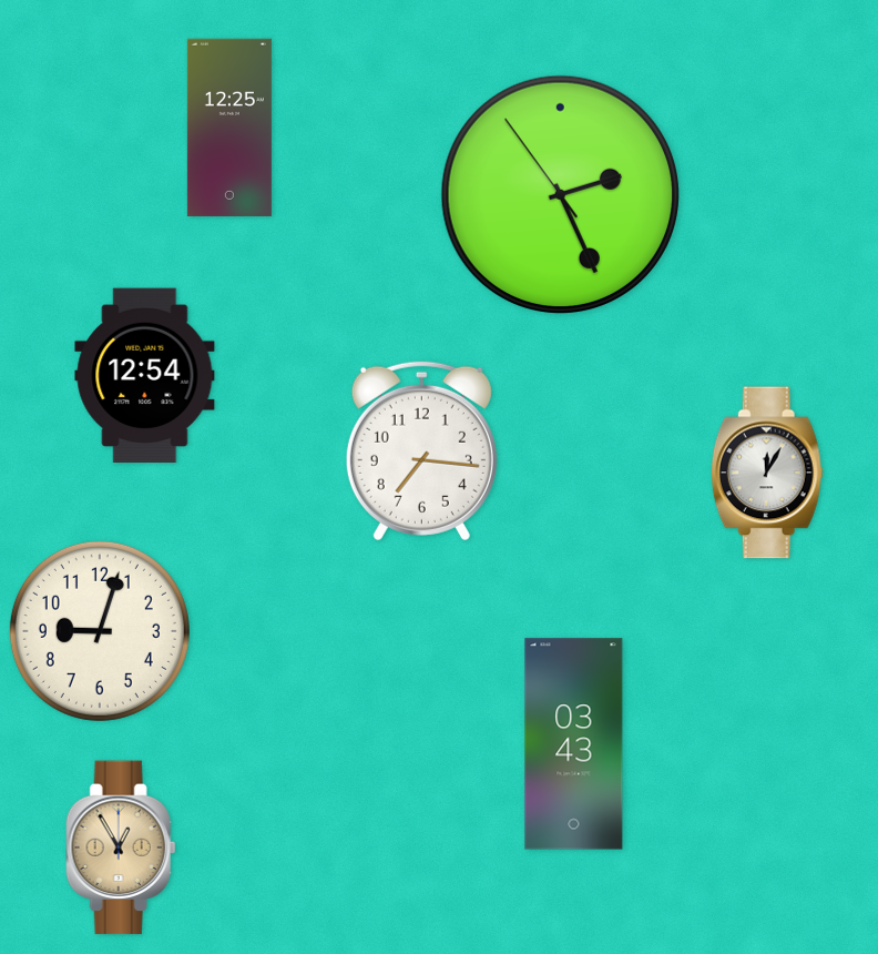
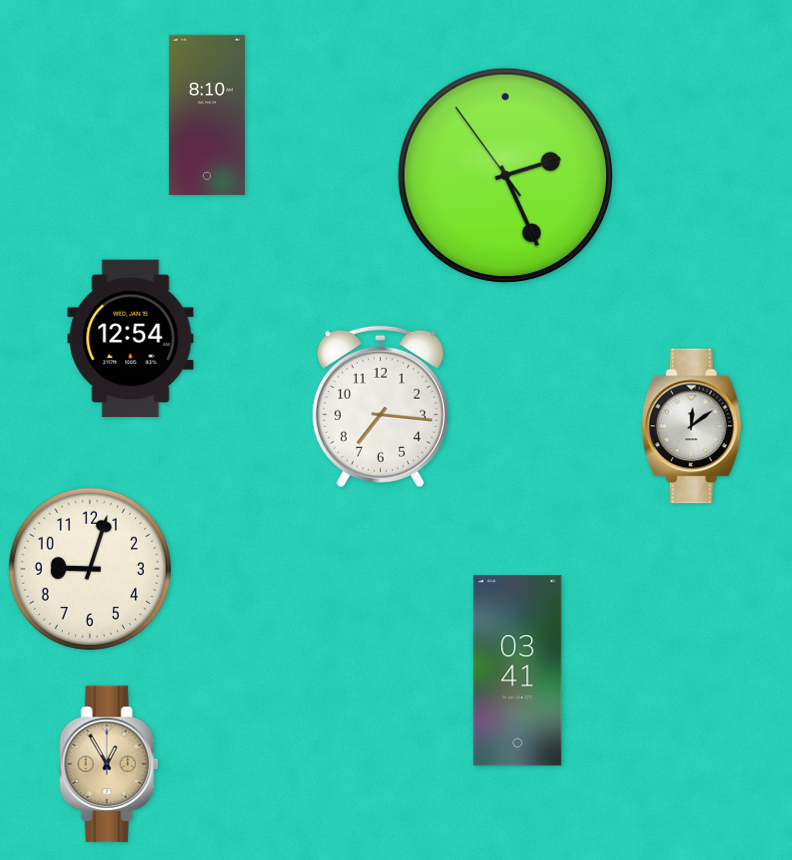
clock at (229, 128): 12:25 -> 8:10
clock at (767, 473): 12:05 -> 12:09
clock at (574, 744): 03:43 -> 03:41
